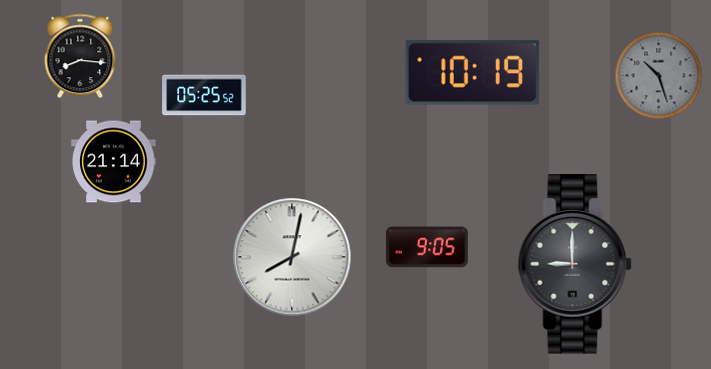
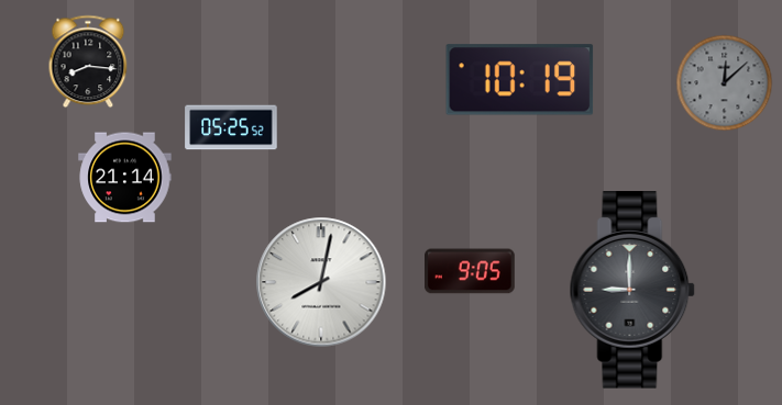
clock at (659, 76): 10:27 -> 12:08
clock at (204, 95) position: (204, 95) -> (231, 127)
